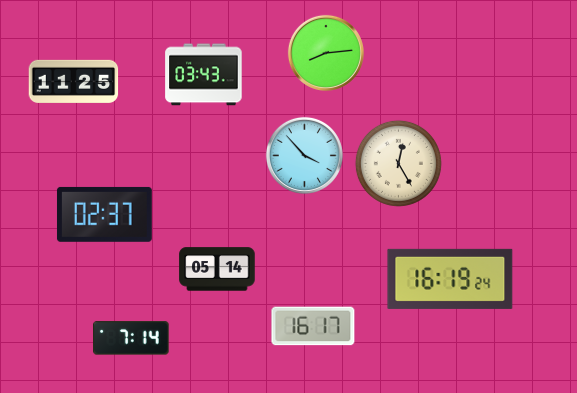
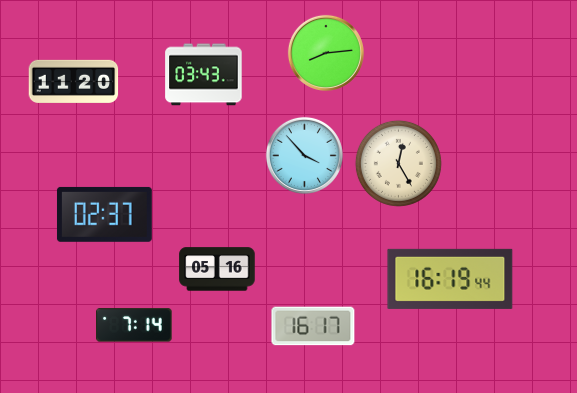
clock at (74, 81): 11:25 -> 11:20
clock at (217, 269): 05:14 -> 05:16
clock at (450, 279): 16:19:24 -> 16:19:44
clock at (131, 338) position: (131, 338) -> (134, 325)
